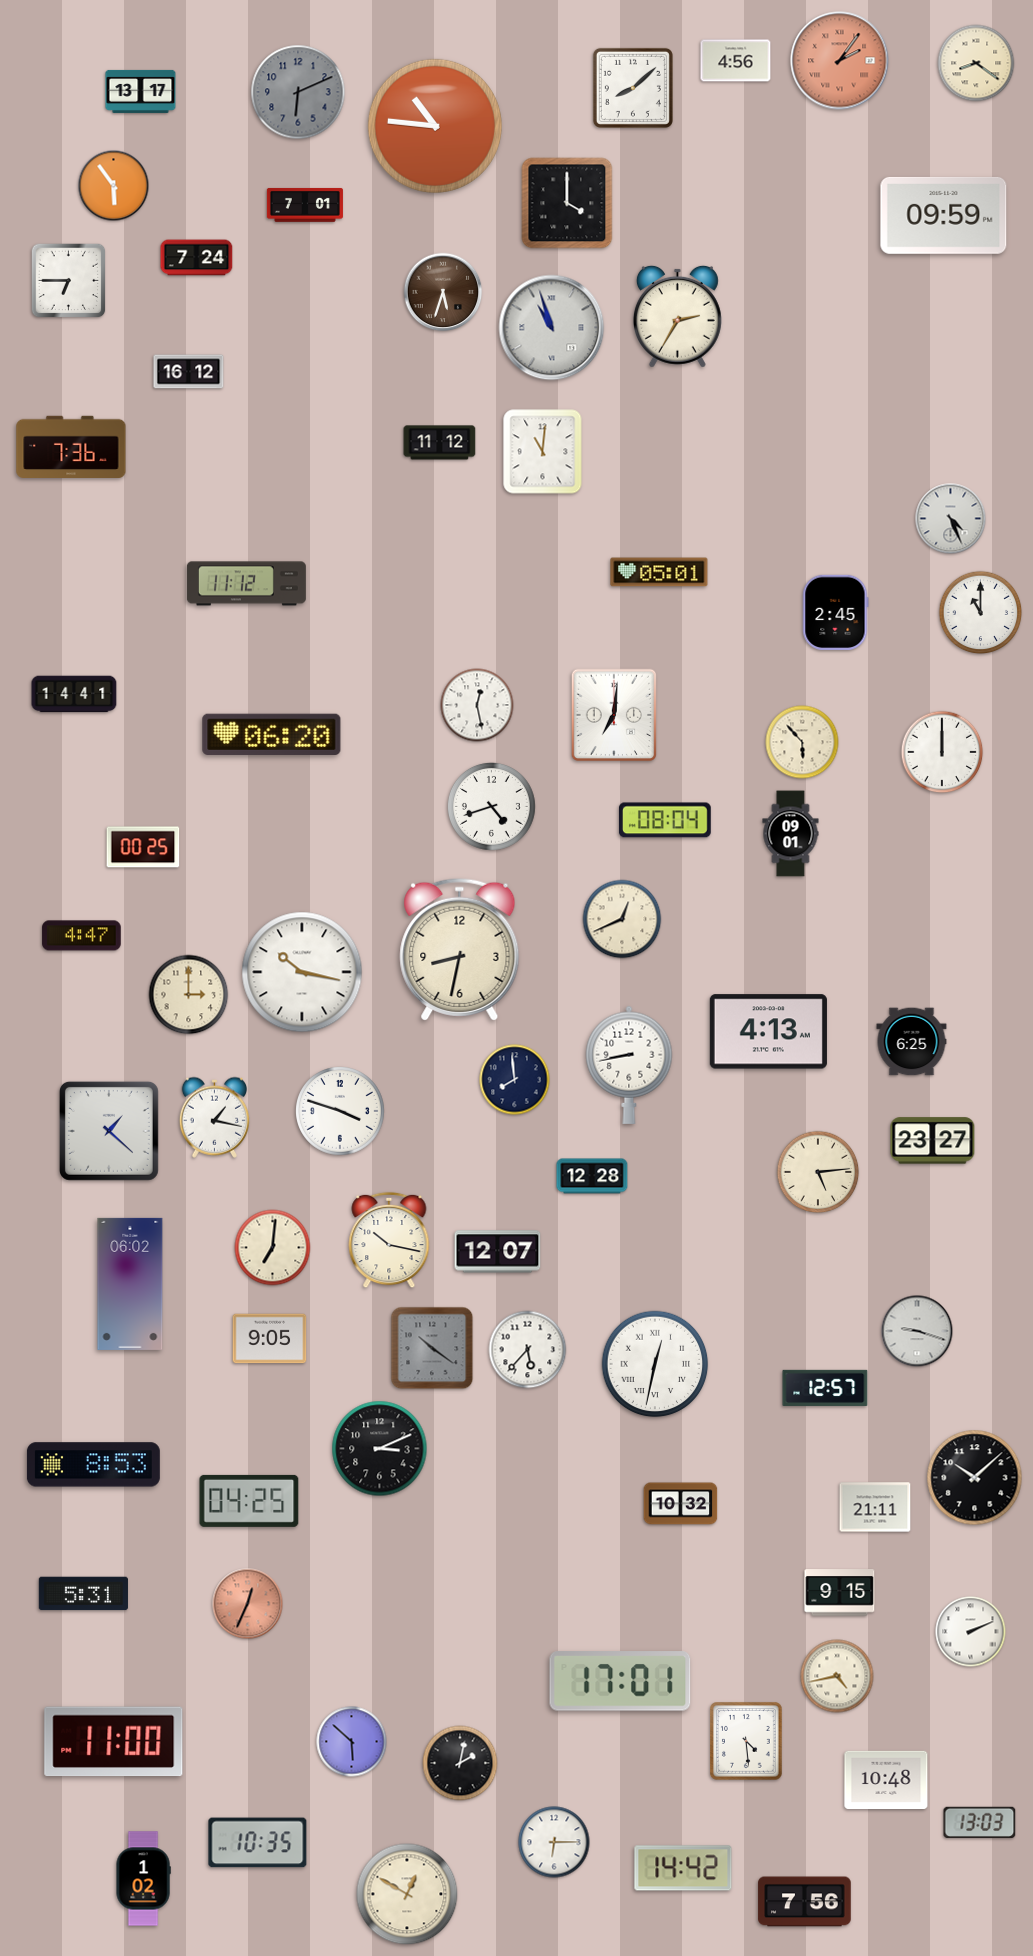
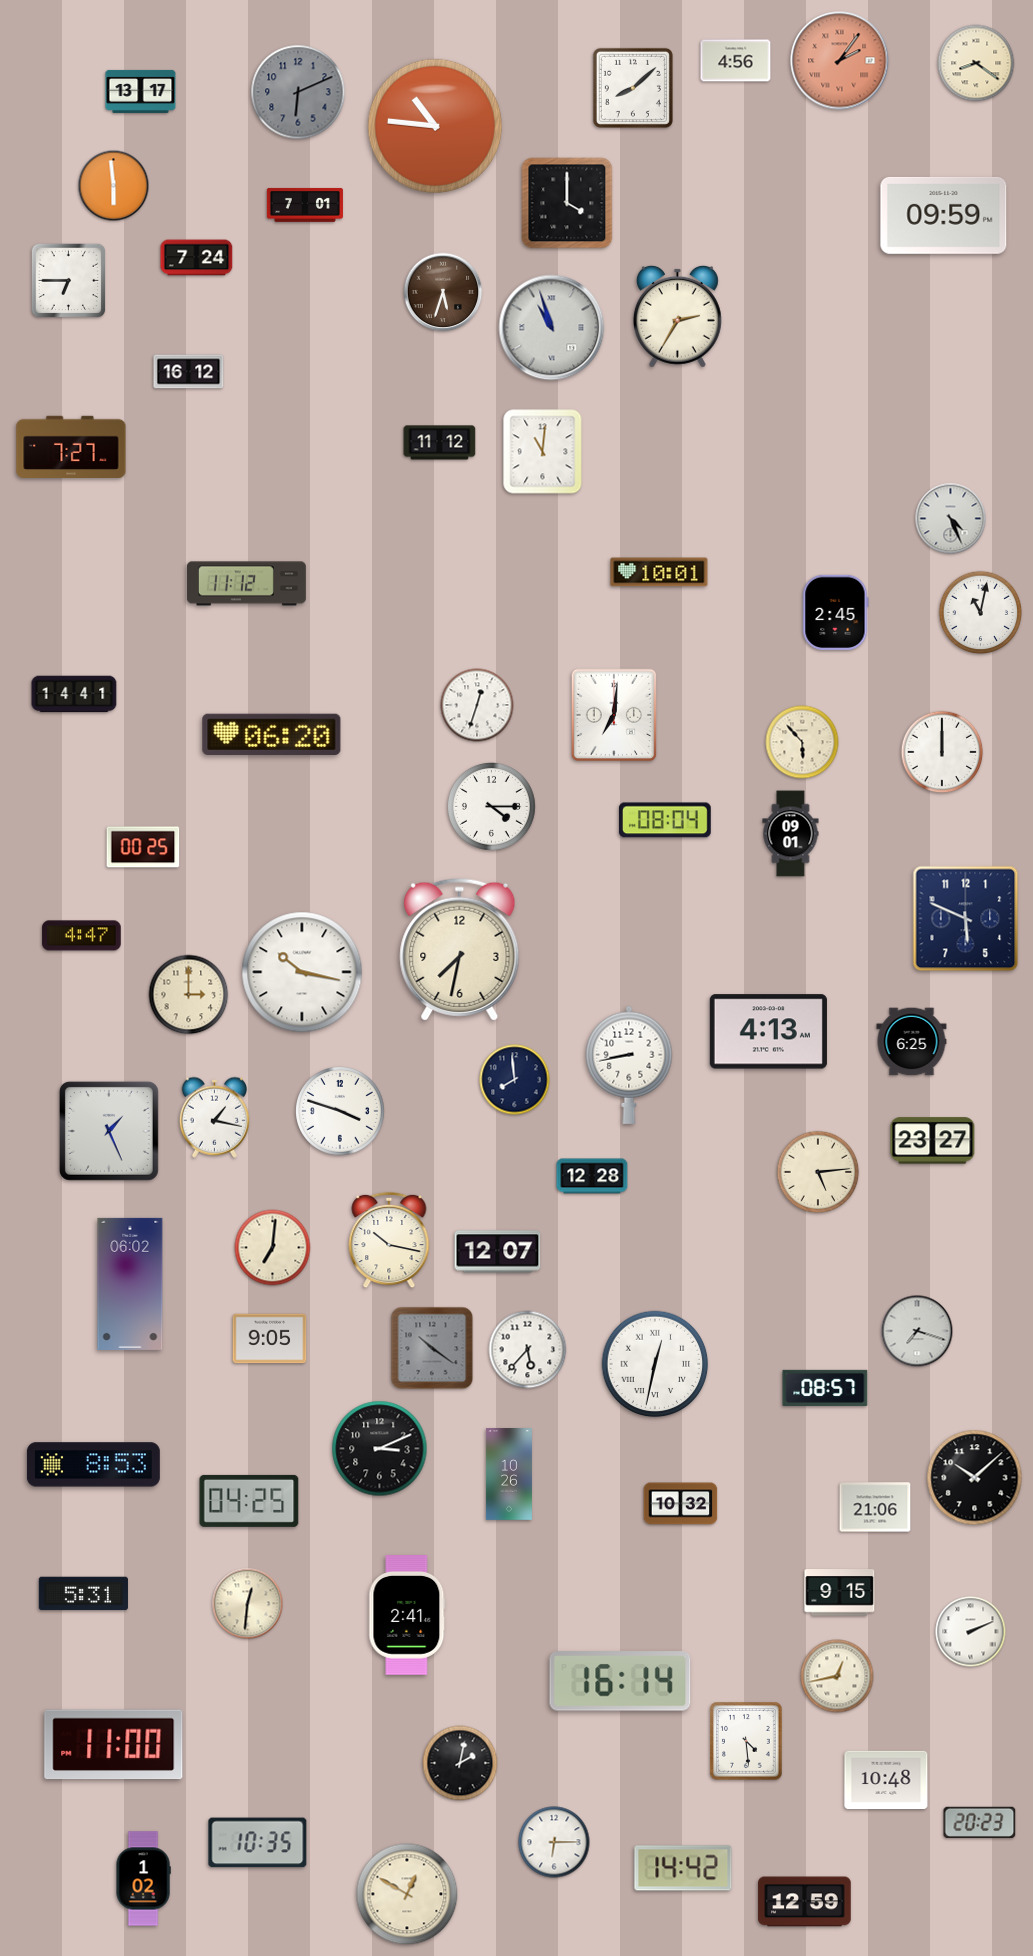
clock at (114, 186): 5:54 -> 5:59
clock at (71, 447): 7:36 -> 7:27
clock at (659, 572): 05:01 -> 10:01
clock at (981, 613): 11:00 -> 11:02
clock at (477, 705): 12:28 -> 12:33
clock at (491, 806): 4:42 -> 4:15
clock at (622, 919): 12:41 -> none
clock at (966, 919): none -> 5:49
clock at (460, 949): 8:32 -> 7:32
clock at (109, 1131): 1:22 -> 1:26
clock at (917, 1331): 9:18 -> 7:18
clock at (825, 1388): 12:57 -> 08:57
clock at (509, 1474): none -> 10:26
clock at (875, 1507): 21:11 -> 21:06
clock at (248, 1604): 12:34 -> 12:31
clock at (248, 1604) dial: salmon -> cream
clock at (407, 1616): none -> 2:41
clock at (837, 1676): 4:43 -> 12:43
clock at (620, 1681): 17:01 -> 16:14
clock at (114, 1742) position: (114, 1742) -> (114, 1745)
clock at (352, 1742): 5:52 -> none
clock at (980, 1822): 13:03 -> 20:23
clock at (805, 1902): 7:56 -> 12:59
